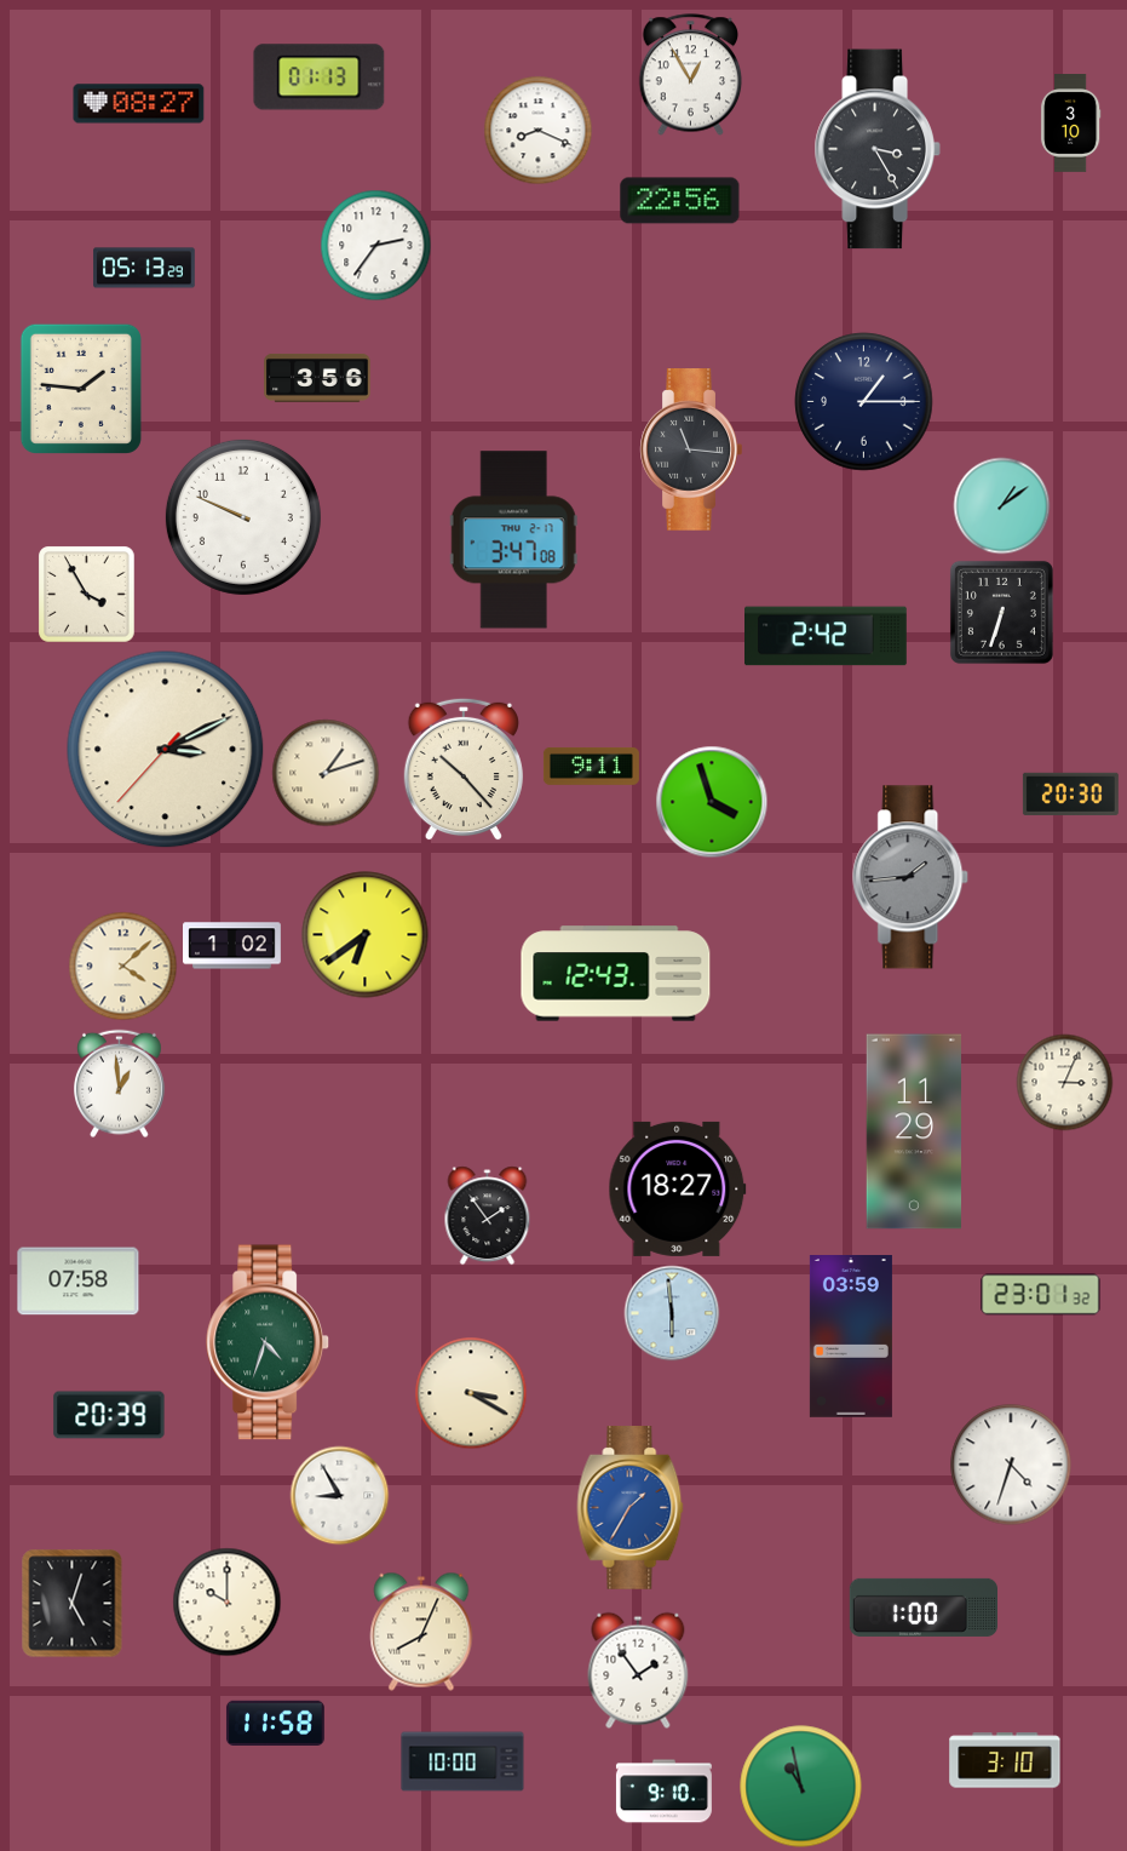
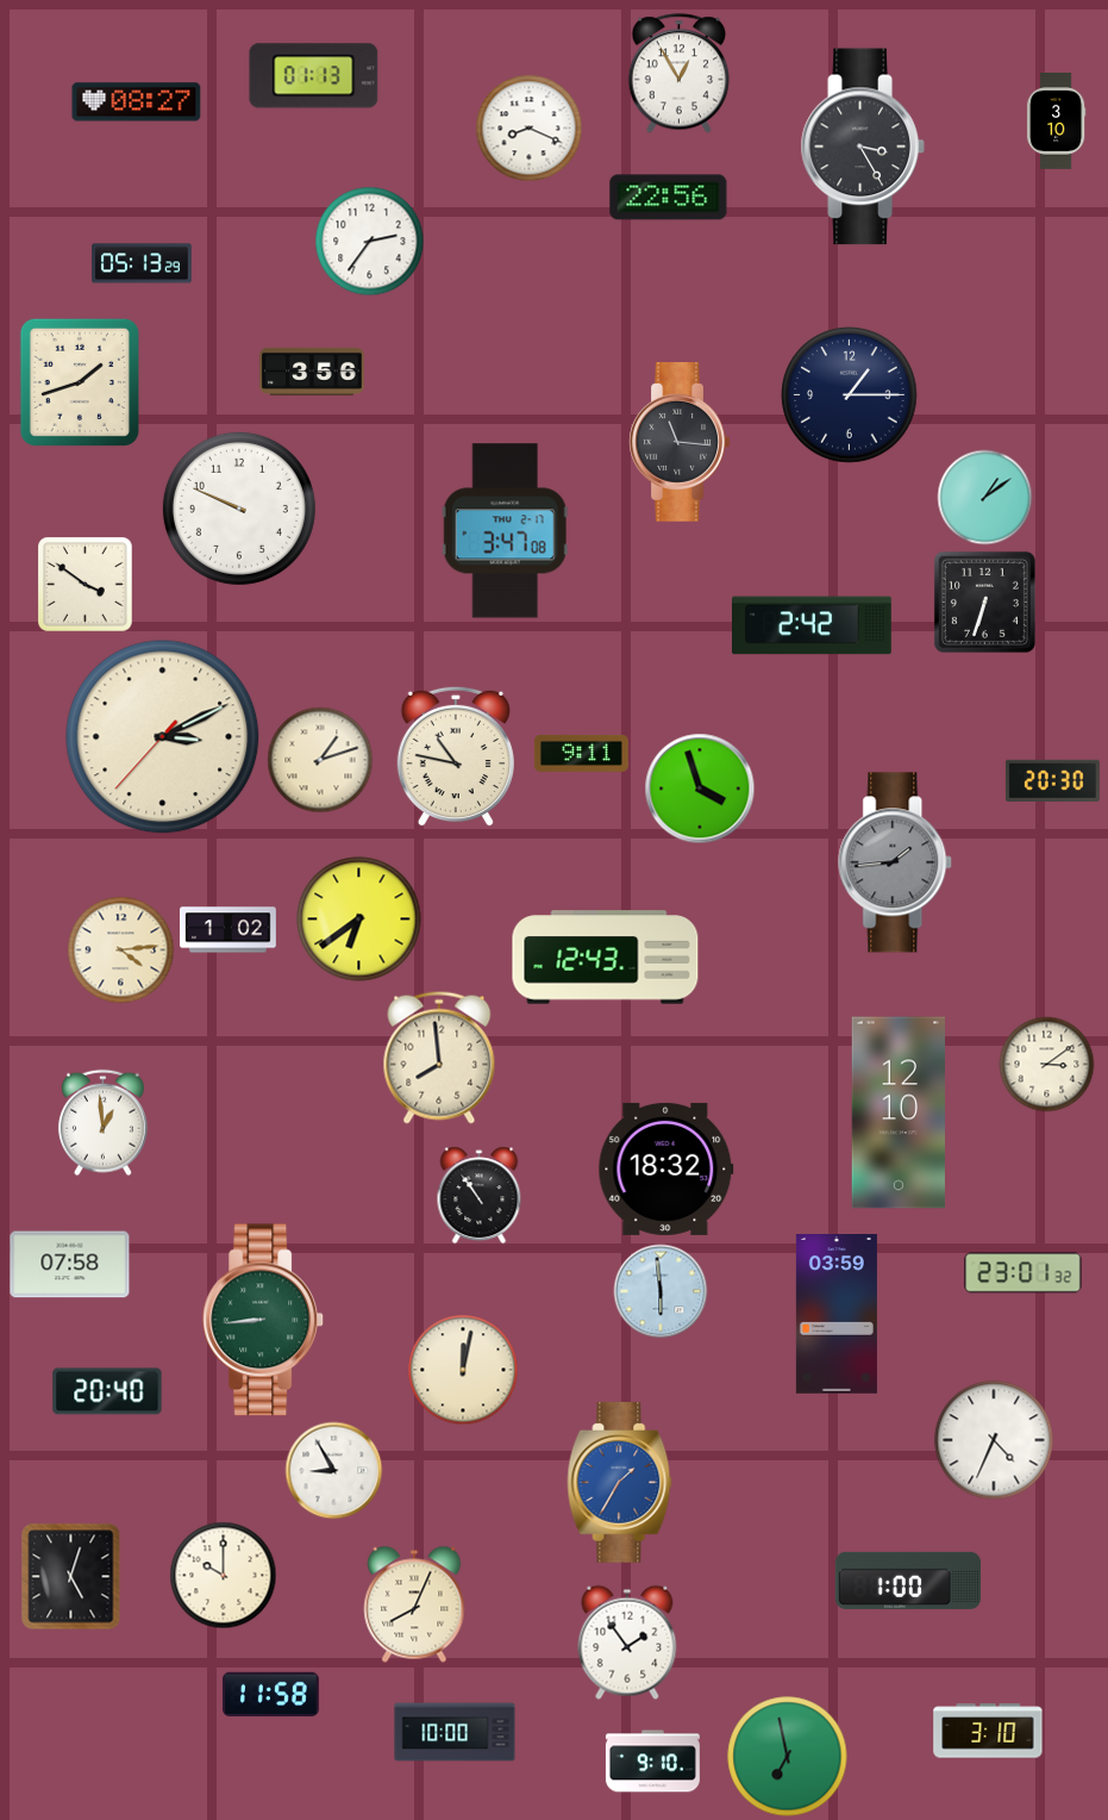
clock at (1070, 124) position: (1070, 124) -> (1056, 121)
clock at (81, 389): 1:46 -> 1:42
clock at (86, 594): 3:55 -> 3:51
clock at (464, 769): 10:23 -> 10:47
clock at (122, 965): 4:08 -> 4:14
clock at (439, 1058): none -> 7:59
clock at (1064, 1082): 3:04 -> 3:09
clock at (119, 1083) position: (119, 1083) -> (102, 1122)
clock at (913, 1131): 11:29 -> 12:10
clock at (678, 1188): 18:27 -> 18:32
clock at (488, 1215): 1:54 -> 10:54
clock at (79, 1282) position: (79, 1282) -> (70, 1265)
clock at (269, 1342): 4:33 -> 8:44
clock at (471, 1393): 3:20 -> 12:02
clock at (109, 1415): 20:39 -> 20:40
clock at (1011, 1465): 4:33 -> 4:34
clock at (801, 1787): 10:58 -> 6:58
